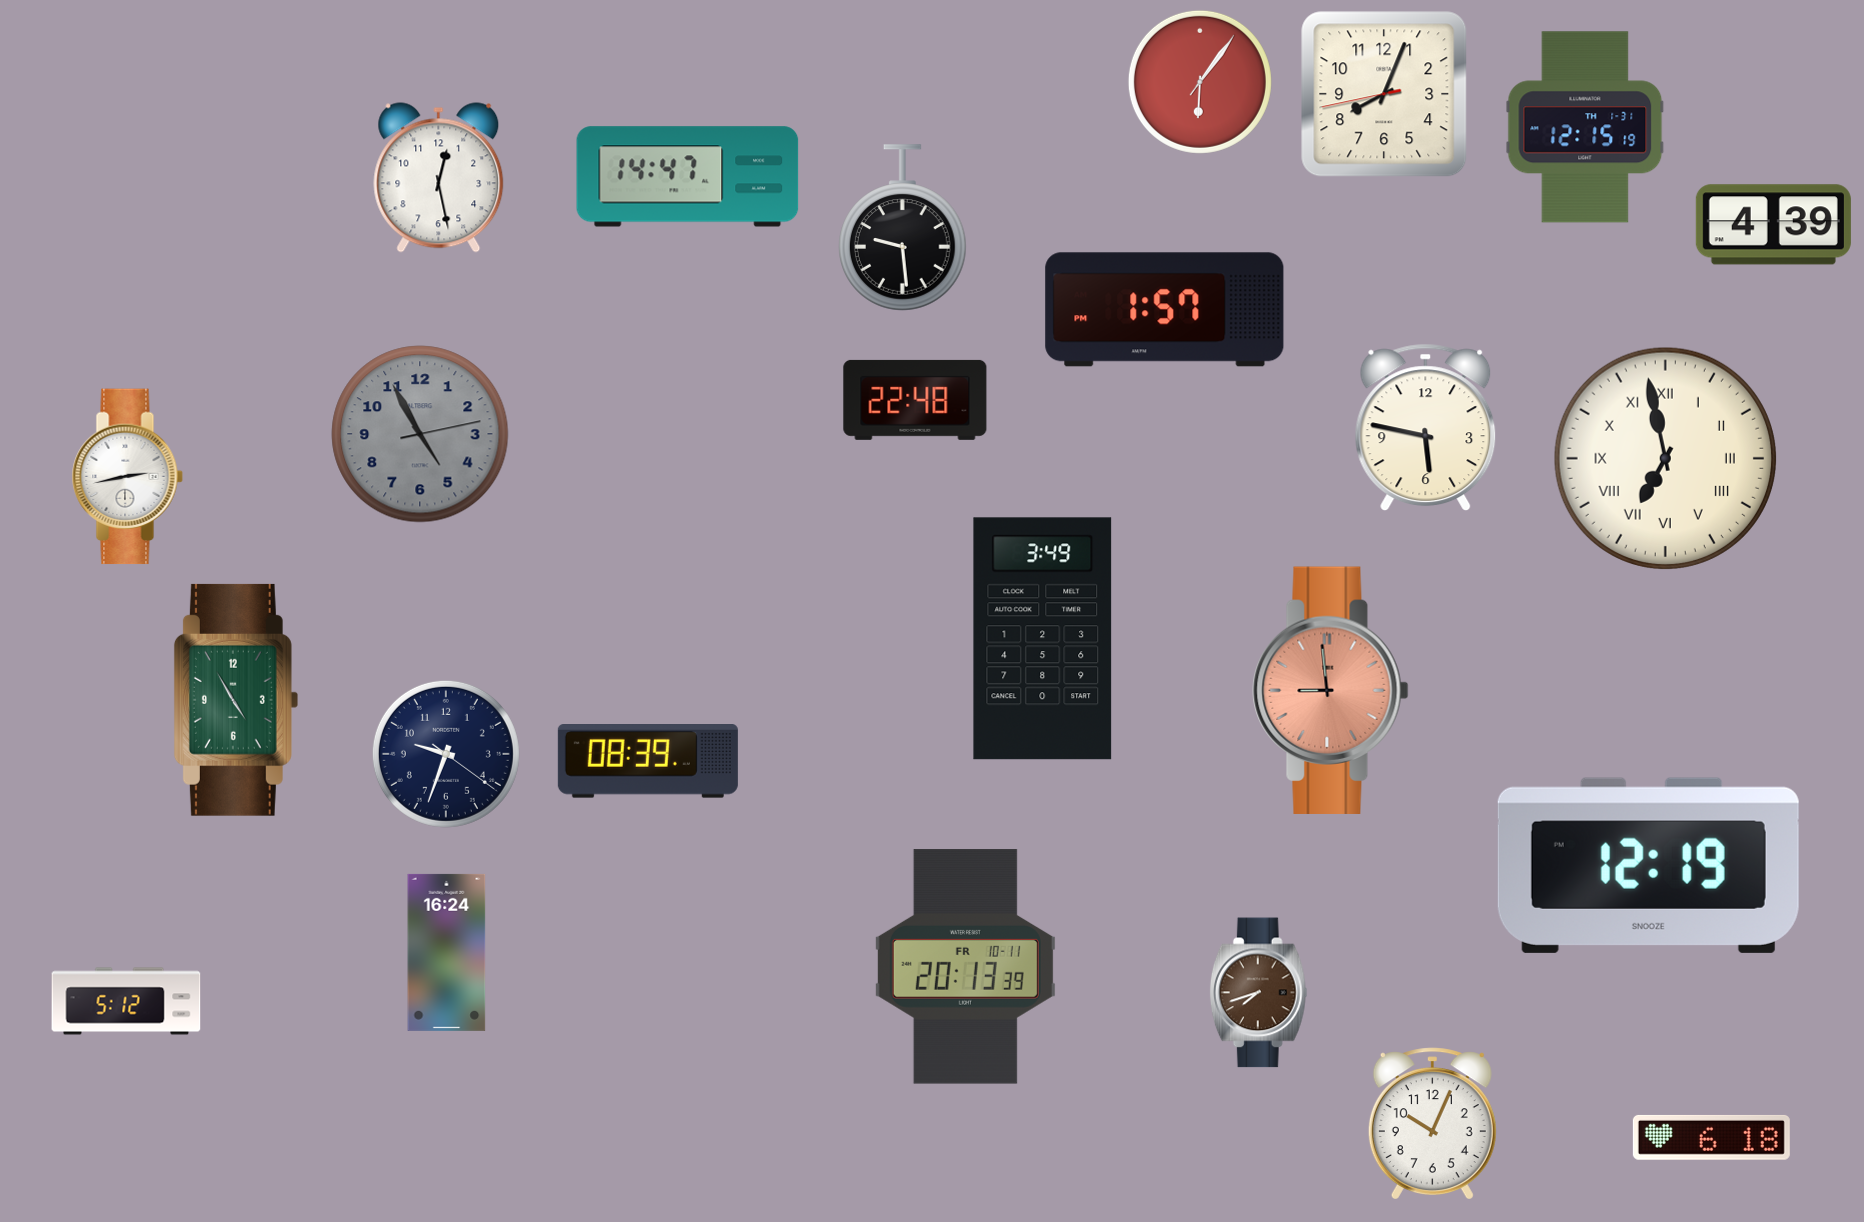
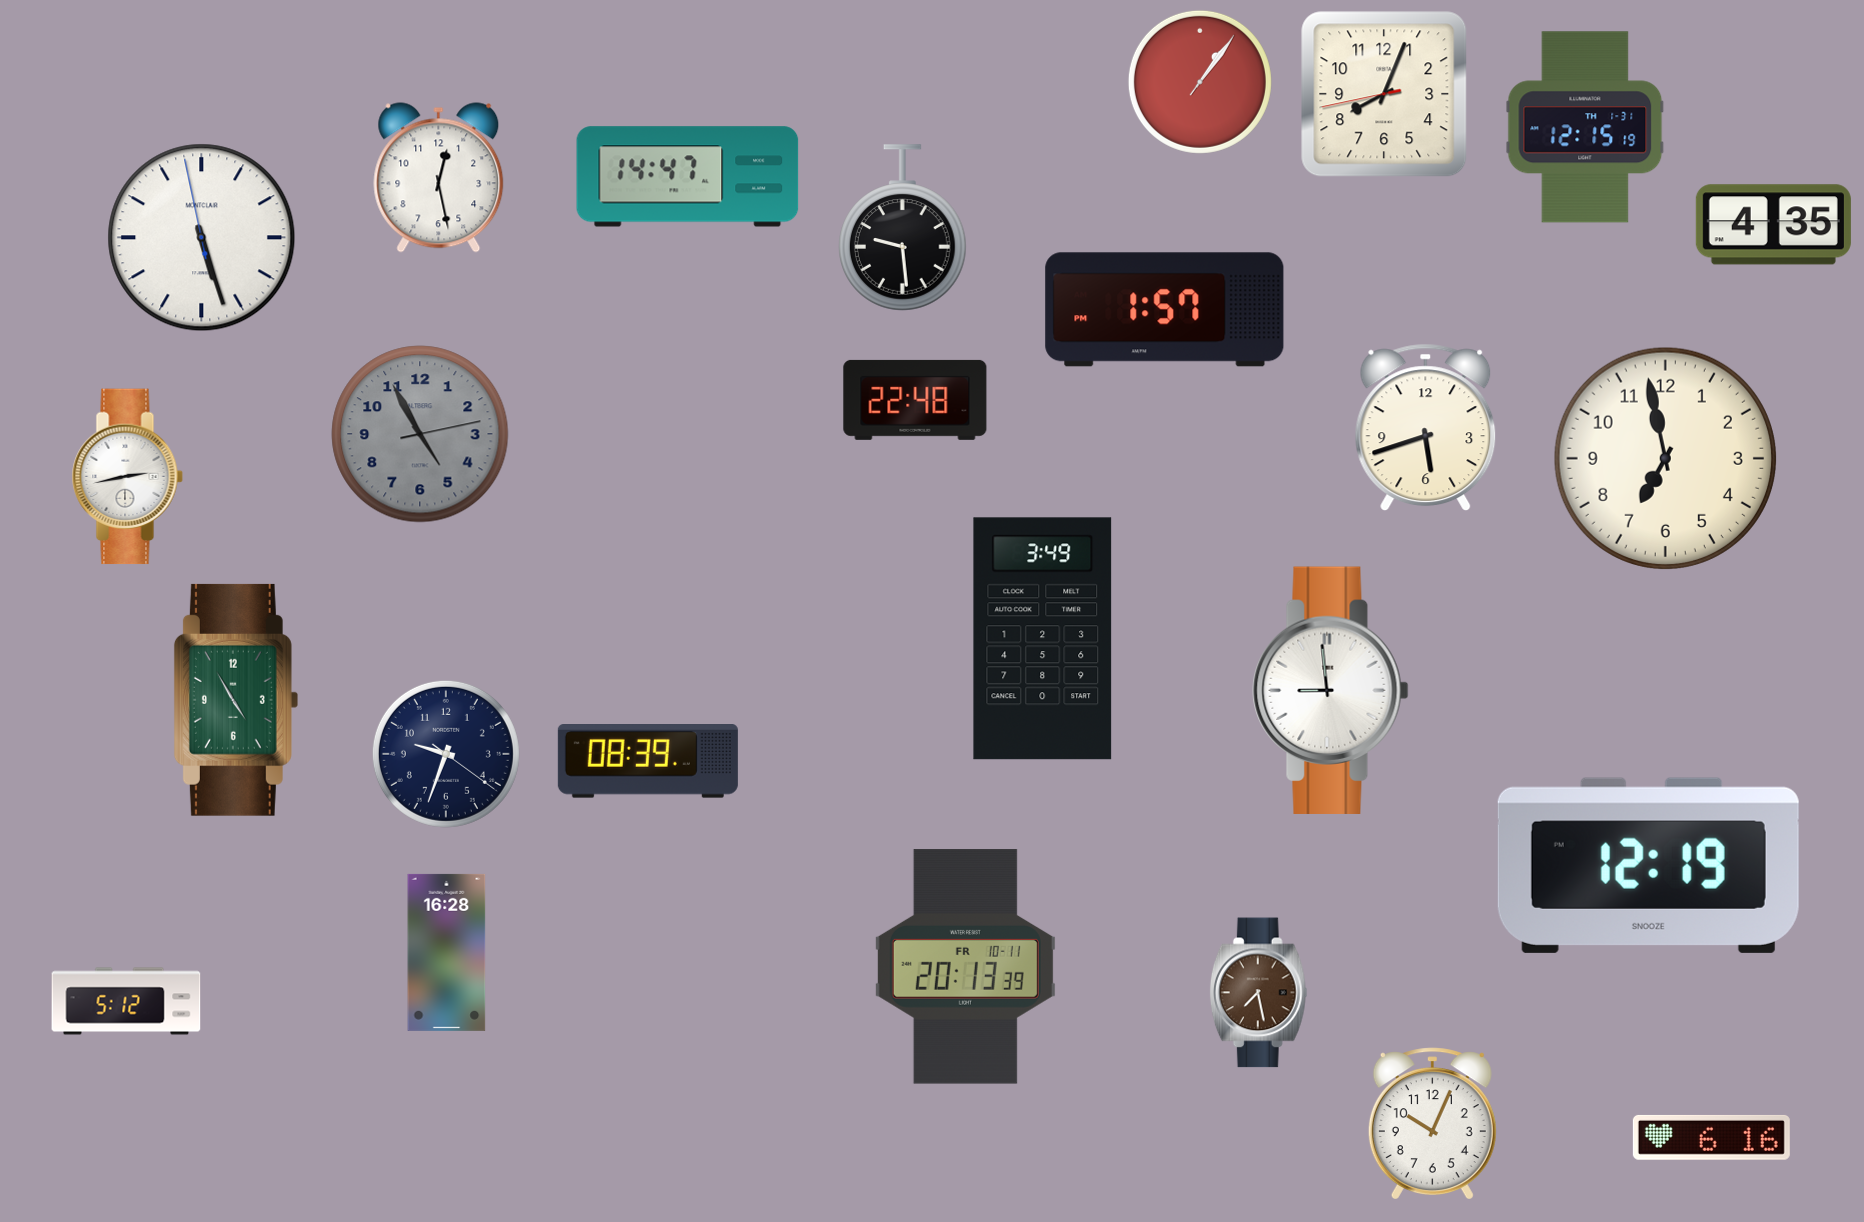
clock at (1200, 82): 6:06 -> 1:06
clock at (1773, 225): 4:39 -> 4:35
clock at (202, 238): none -> 5:26
clock at (1426, 427): 5:47 -> 5:42
clock at (1665, 458) numerals: Roman -> Arabic
clock at (1331, 690) dial: salmon -> white
clock at (447, 952): 16:24 -> 16:28
clock at (1258, 993): 7:42 -> 7:28
clock at (1711, 1137): 6:18 -> 6:16
